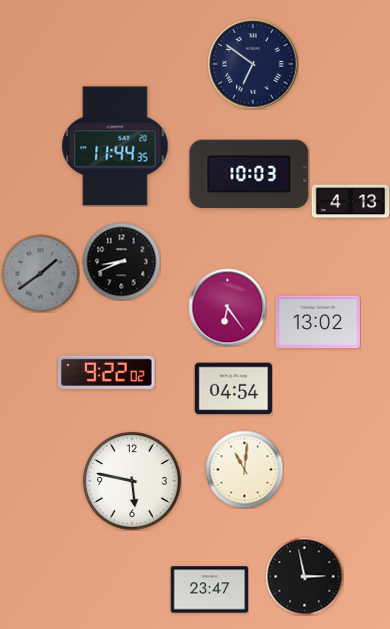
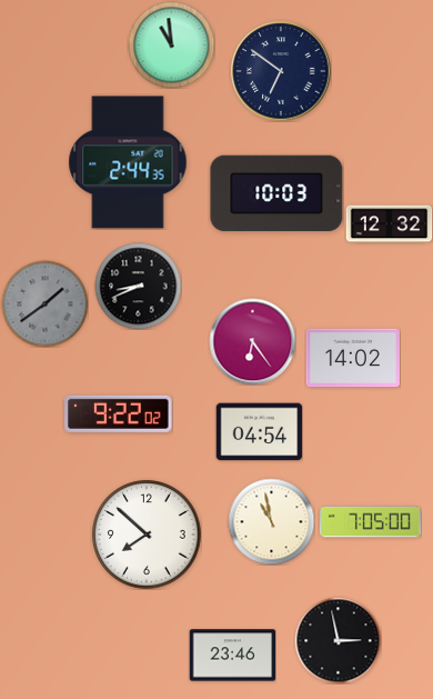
clock at (171, 44): none -> 10:59
clock at (115, 146): 11:44 -> 2:44
clock at (350, 202): 4:13 -> 12:32
clock at (121, 261) position: (121, 261) -> (138, 286)
clock at (318, 322): 13:02 -> 14:02
clock at (244, 469): 11:01 -> 10:58
clock at (371, 522): none -> 7:05
clock at (132, 481): 5:47 -> 7:52
clock at (209, 590): 23:47 -> 23:46
